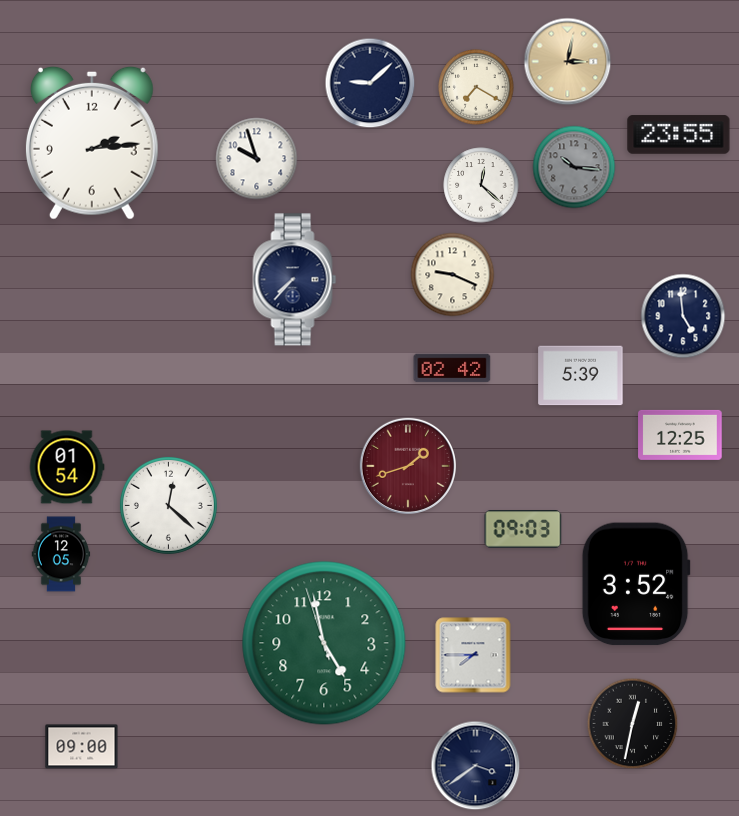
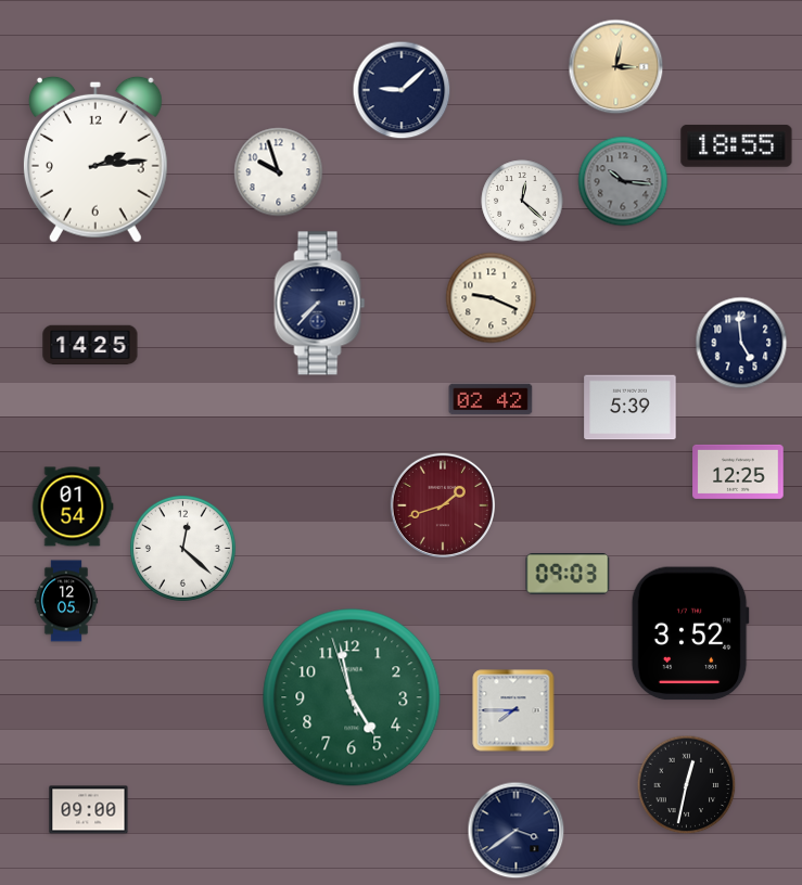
clock at (476, 87): 7:20 -> none
clock at (679, 135): 23:55 -> 18:55
clock at (92, 143) position: (92, 143) -> (96, 159)
clock at (90, 345): none -> 14:25
